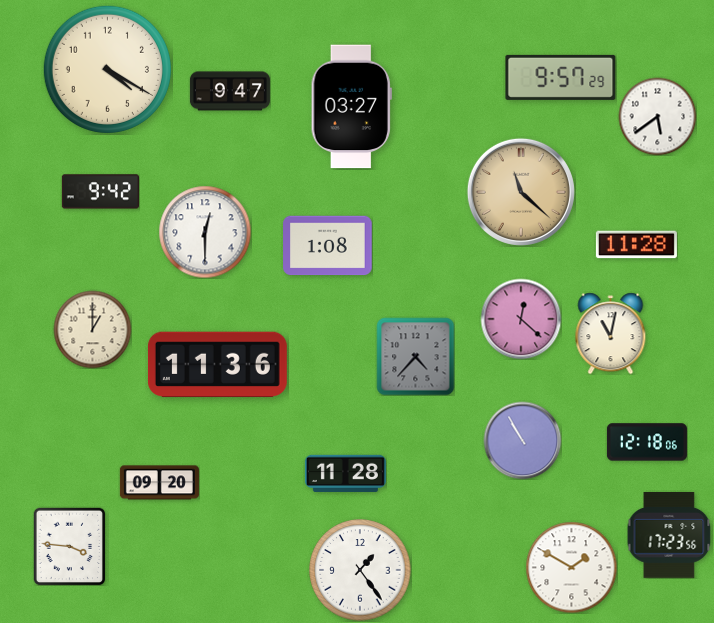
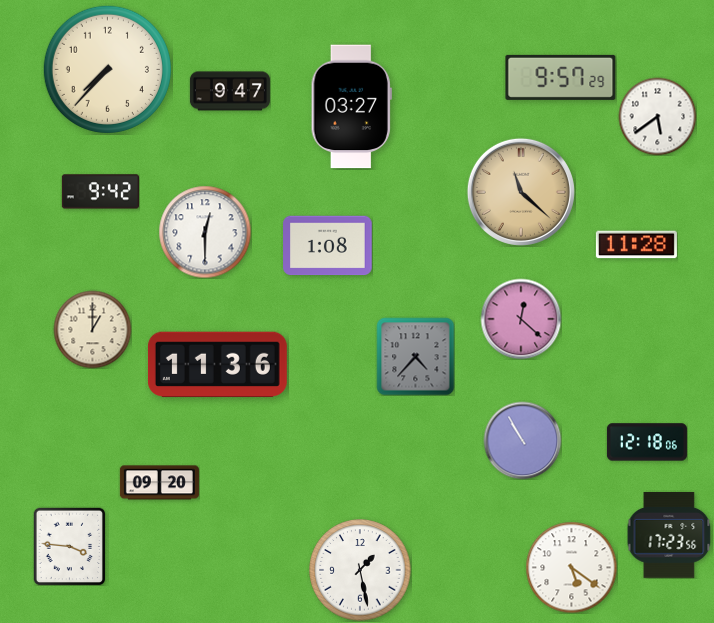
clock at (107, 69): 4:20 -> 7:37
clock at (611, 333): 11:02 -> none
clock at (345, 473): 11:28 -> none
clock at (571, 567): 1:50 -> 5:21
clock at (360, 570): 1:24 -> 1:28
